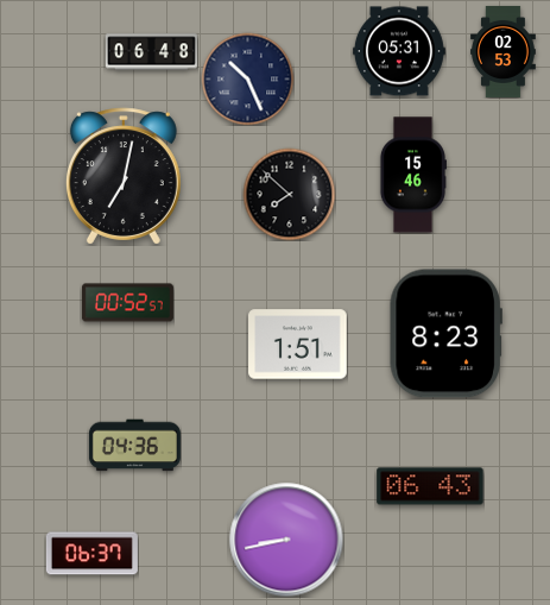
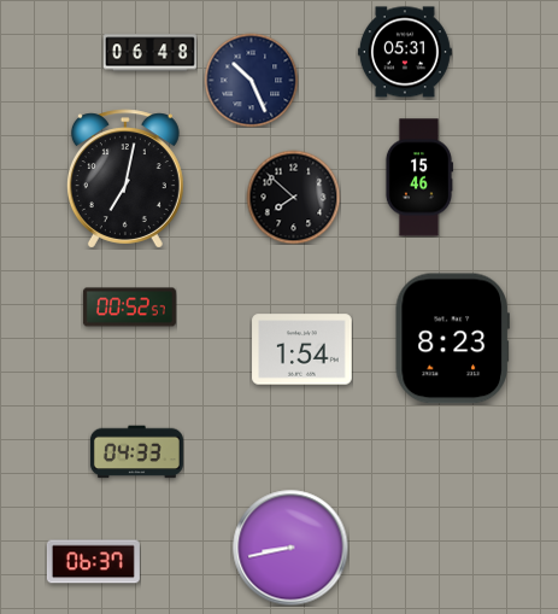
clock at (504, 51): 02:53 -> none
clock at (151, 52) position: (151, 52) -> (149, 53)
clock at (298, 345): 1:51 -> 1:54
clock at (134, 446): 04:36 -> 04:33
clock at (430, 486): 06:43 -> none
